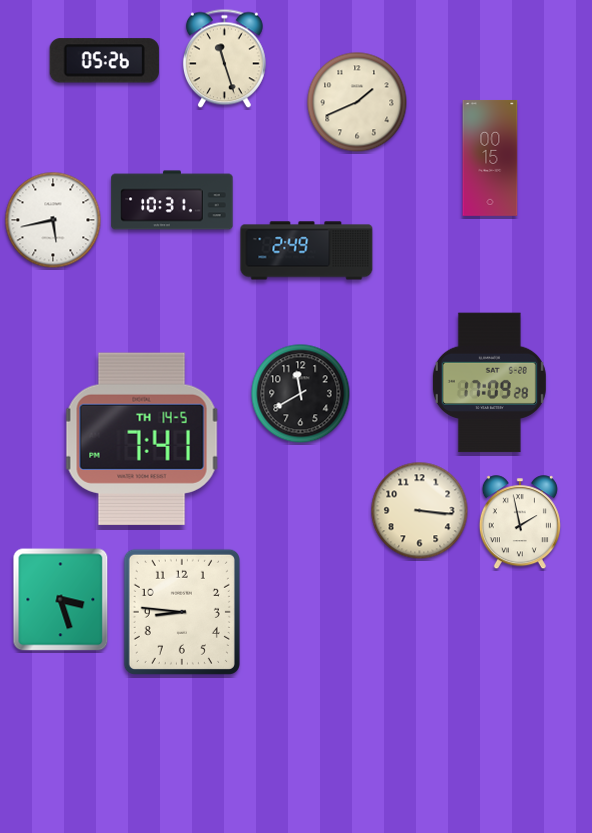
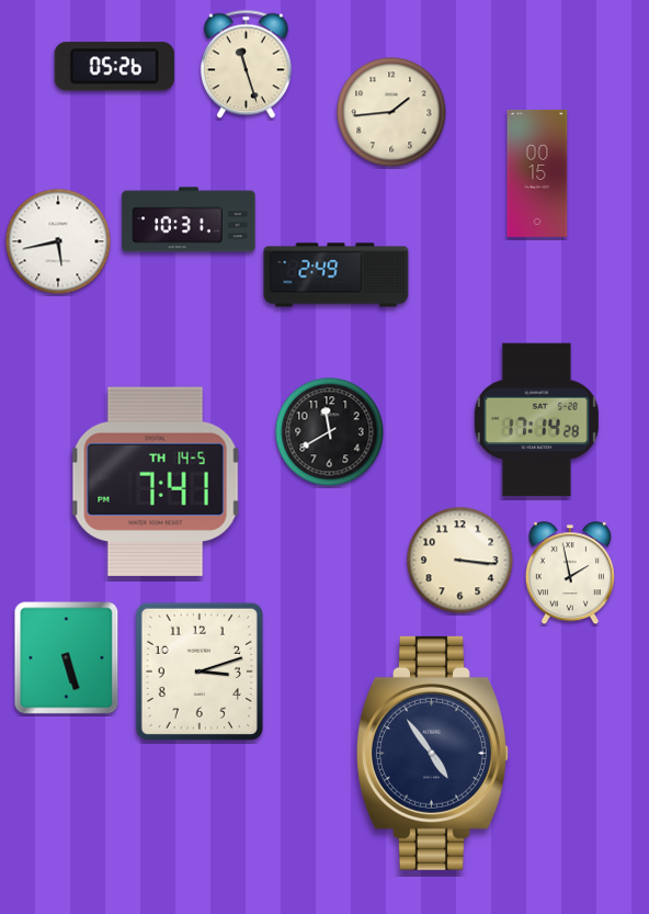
clock at (357, 102): 1:41 -> 1:44
clock at (489, 383): 17:09 -> 17:14
clock at (61, 600): 3:27 -> 5:27
clock at (182, 612): 8:46 -> 3:12
clock at (433, 753): none -> 4:54
